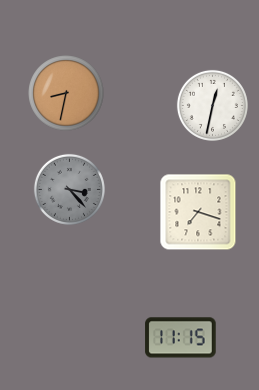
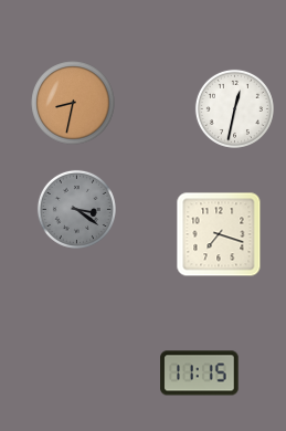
clock at (212, 105) position: (212, 105) -> (234, 108)
clock at (69, 189): 3:23 -> 3:21
